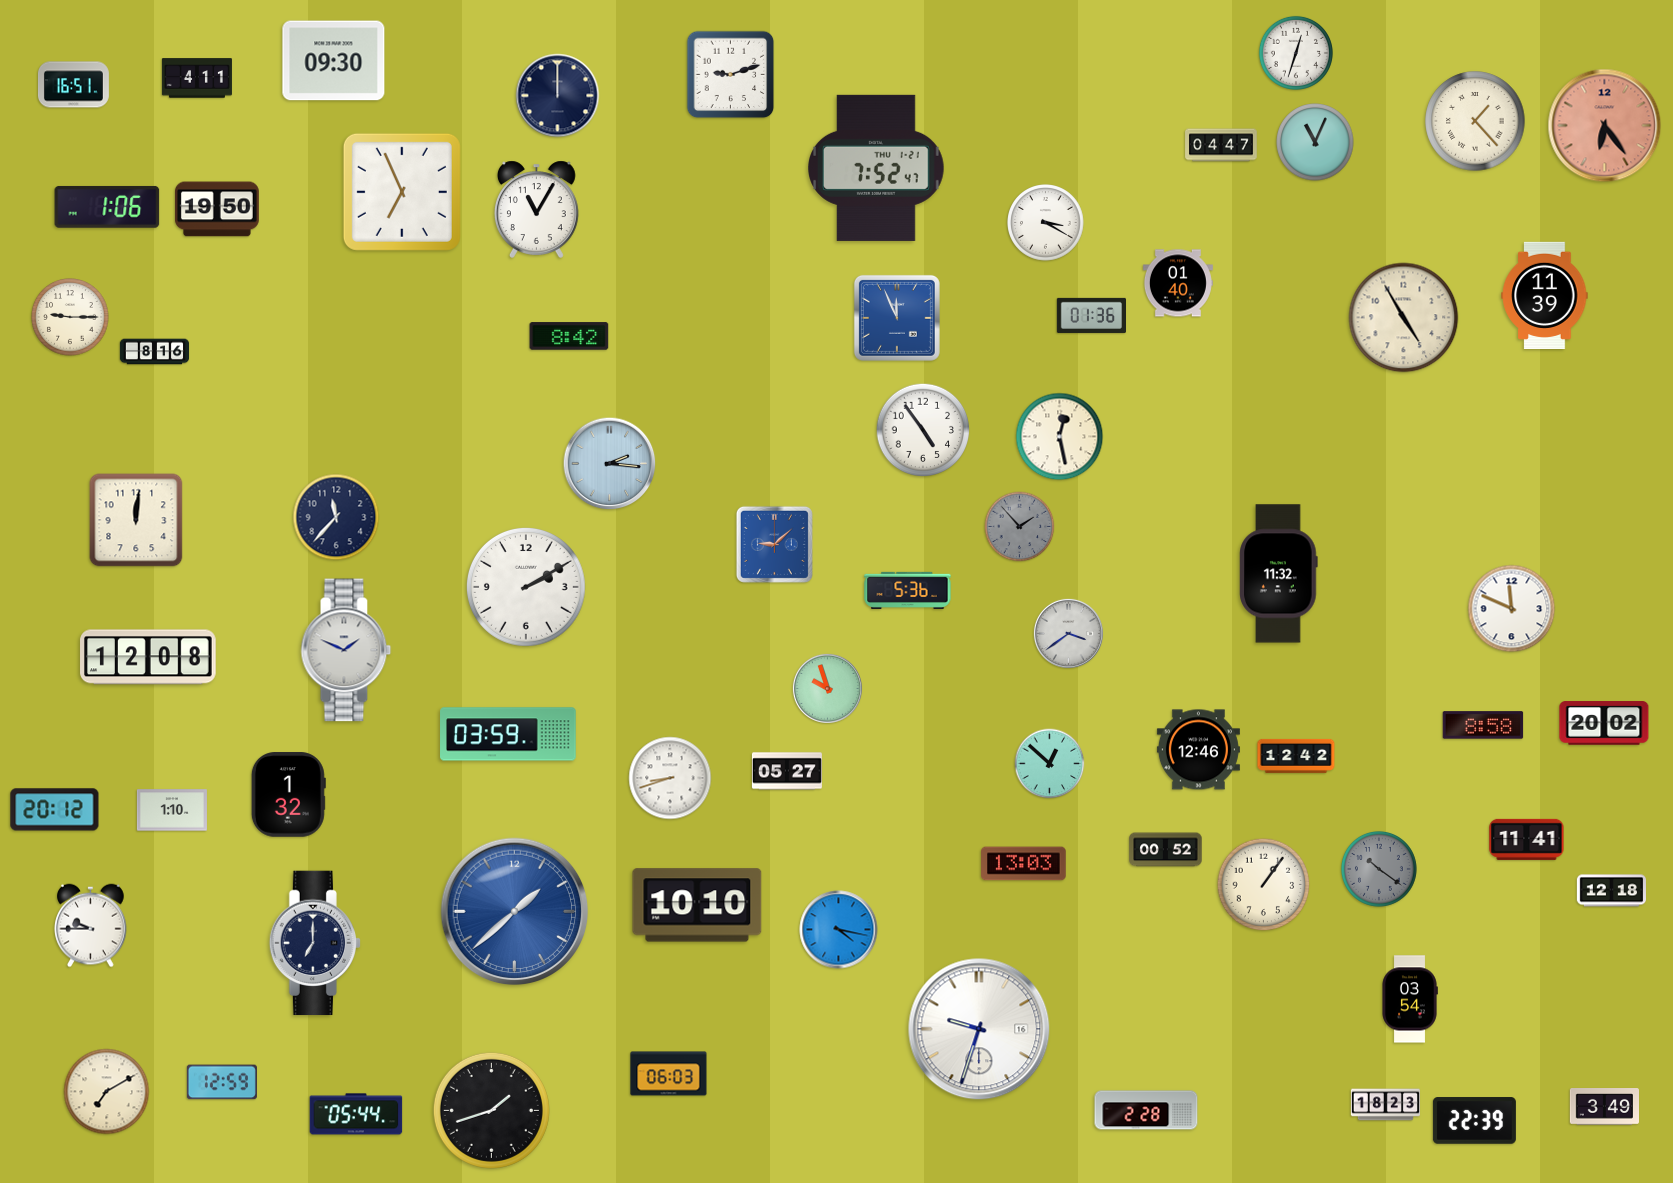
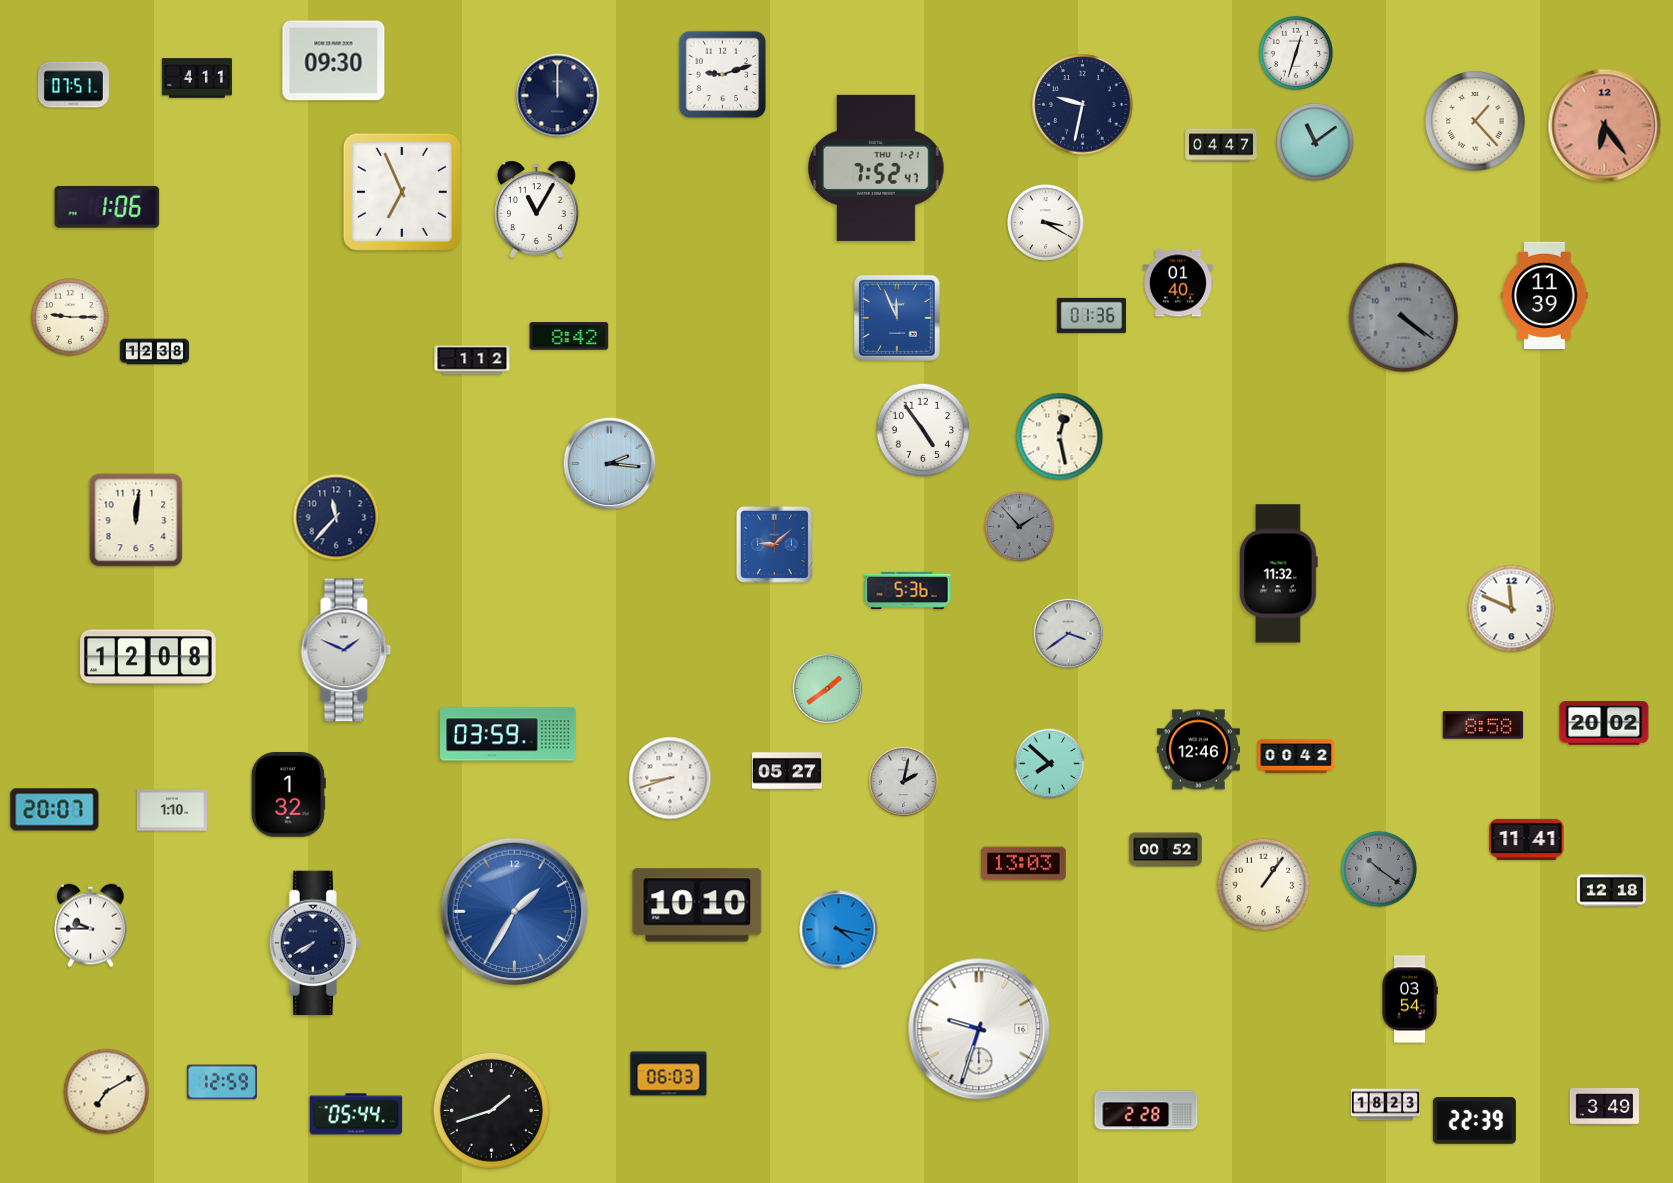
clock at (731, 75) position: (731, 75) -> (723, 75)
clock at (74, 85): 16:51 -> 07:51
clock at (1083, 105): none -> 9:32
clock at (1315, 142): 11:04 -> 11:09
clock at (217, 209): 19:50 -> none
clock at (1404, 318): 4:55 -> 4:21
clock at (1404, 318) dial: cream -> grey
clock at (155, 352): 8:16 -> 12:38
clock at (472, 360): none -> 1:12
clock at (526, 587): 2:10 -> none
clock at (827, 688): 9:57 -> 1:39
clock at (1296, 756): 12:42 -> 00:42
clock at (1050, 764): 12:52 -> 7:52
clock at (903, 781): none -> 2:02
clock at (55, 810): 20:12 -> 20:07
clock at (515, 912): 1:38 -> 1:35
clock at (314, 943): 7:00 -> 7:40
